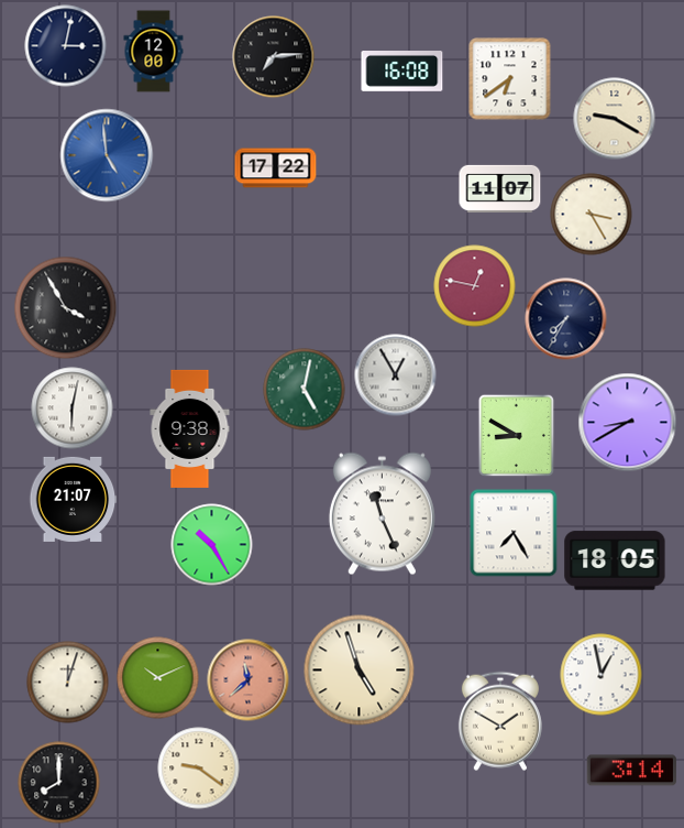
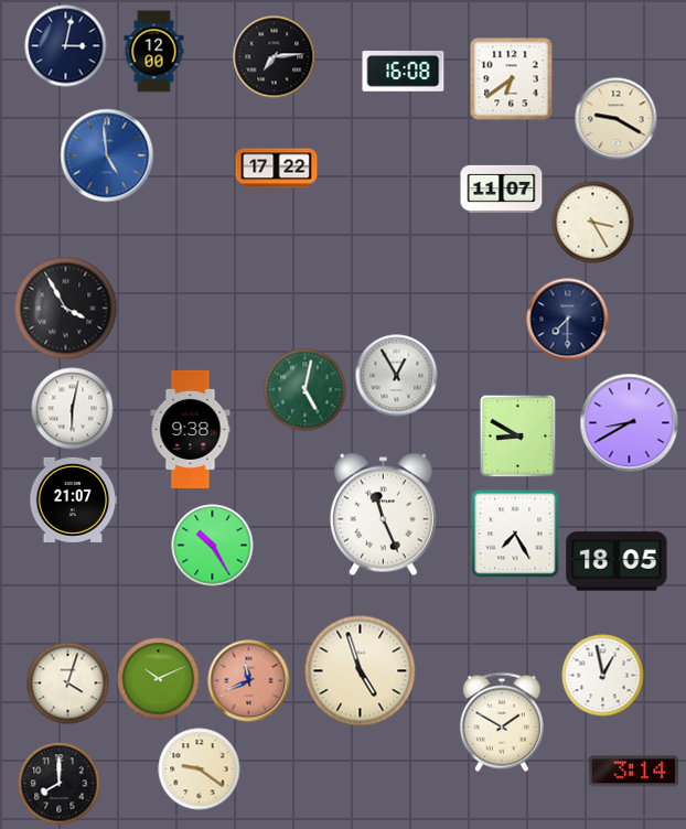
clock at (592, 215) position: (592, 215) -> (593, 223)
clock at (475, 286): 12:47 -> none
clock at (566, 319): 7:35 -> 7:30
clock at (249, 680): 11:38 -> 11:41
clock at (68, 683): 12:03 -> 4:03
